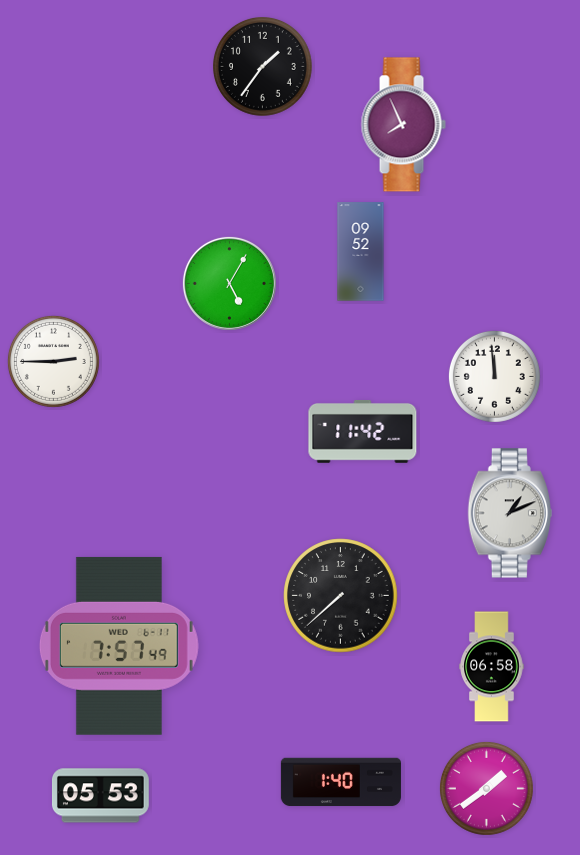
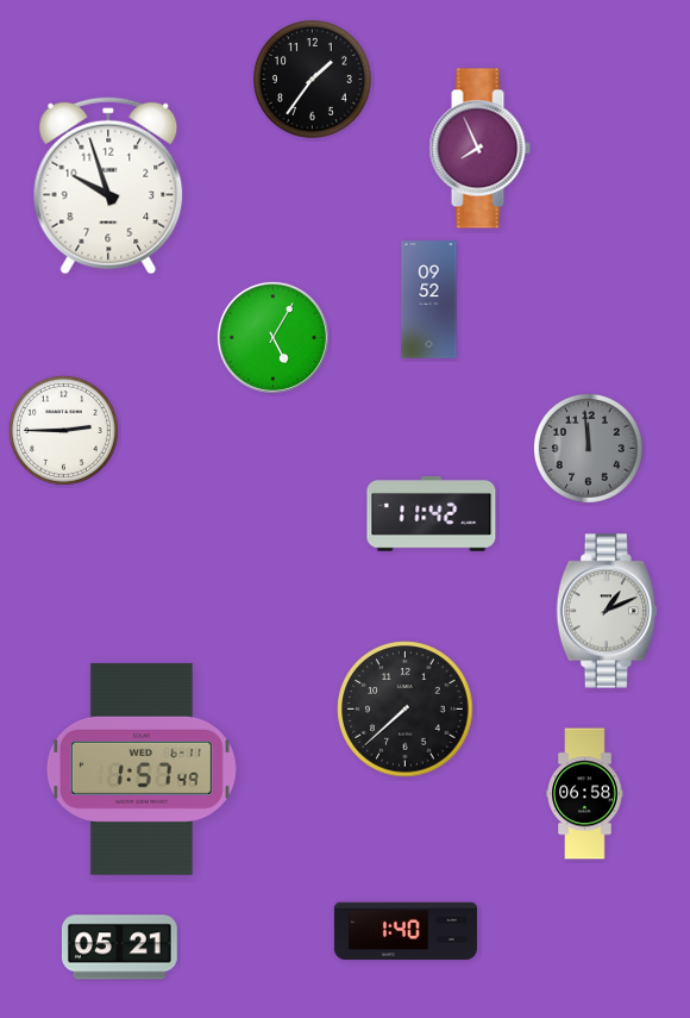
clock at (108, 186): none -> 9:57
clock at (494, 376) dial: white -> grey
clock at (119, 646): 7:57 -> 1:57
clock at (486, 788): 1:39 -> none
clock at (100, 796): 05:53 -> 05:21
